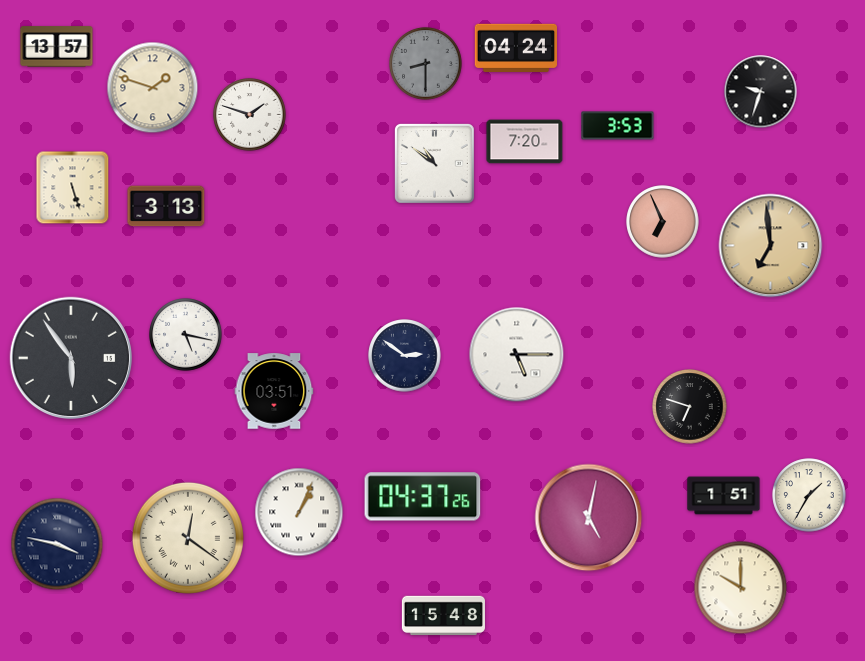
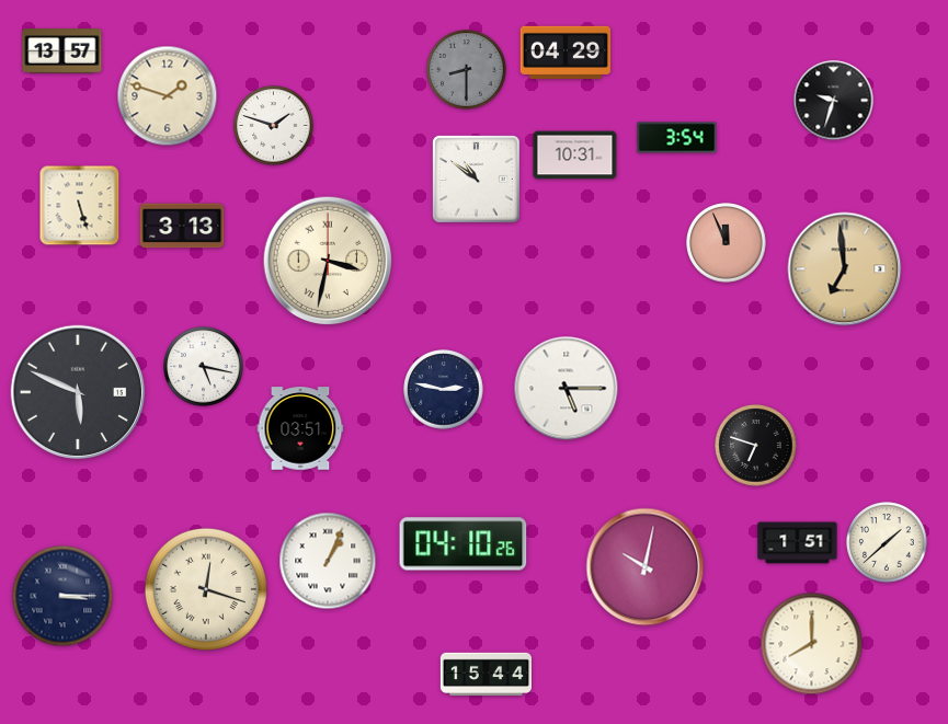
clock at (515, 47): 04:24 -> 04:29
clock at (618, 126): 3:53 -> 3:54
clock at (525, 142): 7:20 -> 10:31
clock at (663, 222): 6:56 -> 11:56
clock at (328, 261): none -> 3:32
clock at (405, 356): 2:51 -> 2:47
clock at (70, 357): 5:54 -> 5:49
clock at (809, 495): 1:35 -> 1:38
clock at (724, 496) position: (724, 496) -> (798, 543)
clock at (423, 497): 04:37 -> 04:10
clock at (589, 518): 5:02 -> 10:02
clock at (188, 538): 12:21 -> 12:18
clock at (57, 544): 3:47 -> 3:15
clock at (741, 588): 10:00 -> 8:00
clock at (443, 616): 15:48 -> 15:44
